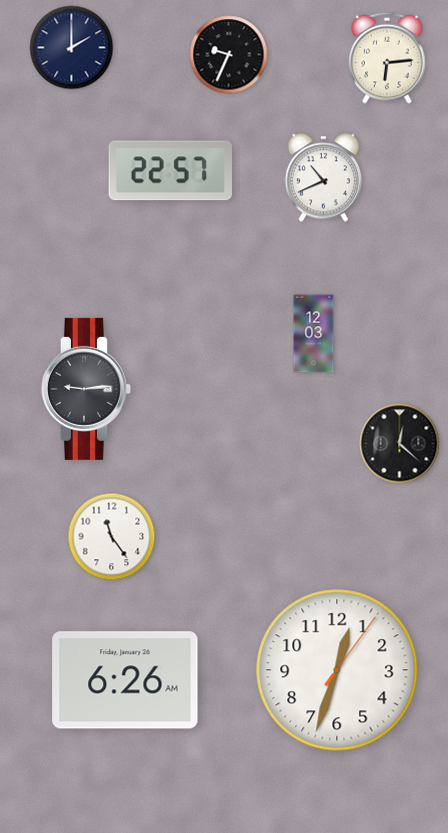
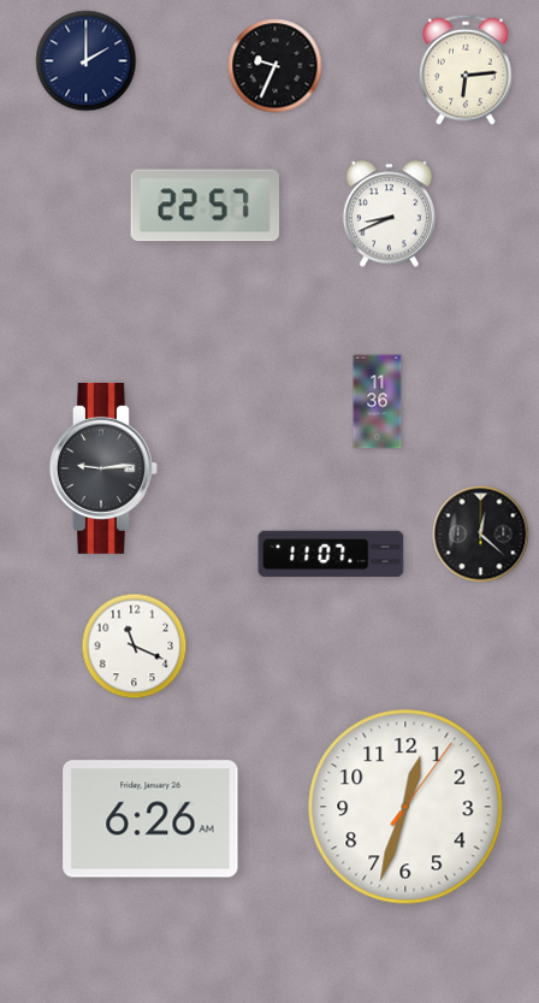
clock at (72, 48) position: (72, 48) -> (87, 61)
clock at (324, 178): 10:41 -> 8:41
clock at (314, 334): 12:03 -> 11:36
clock at (331, 554): none -> 11:07
clock at (112, 537): 11:24 -> 11:19
